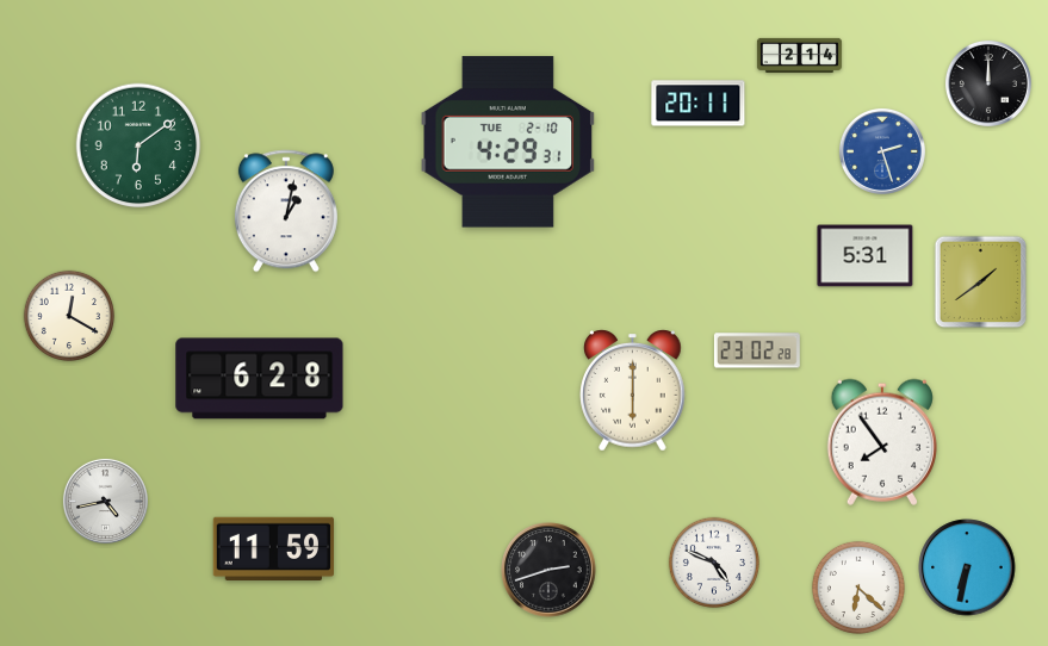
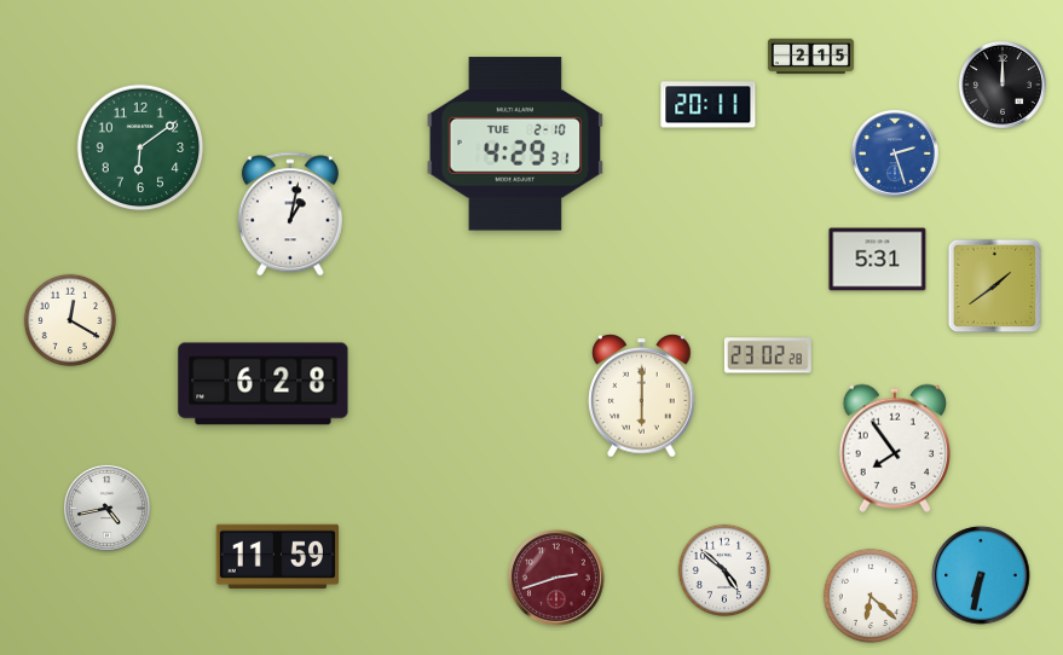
clock at (799, 55): 2:14 -> 2:15
clock at (713, 561): 4:49 -> 4:52
clock at (548, 570) dial: black -> burgundy
